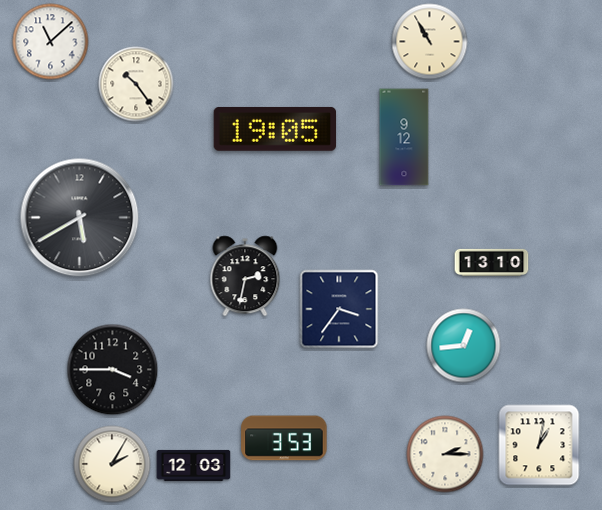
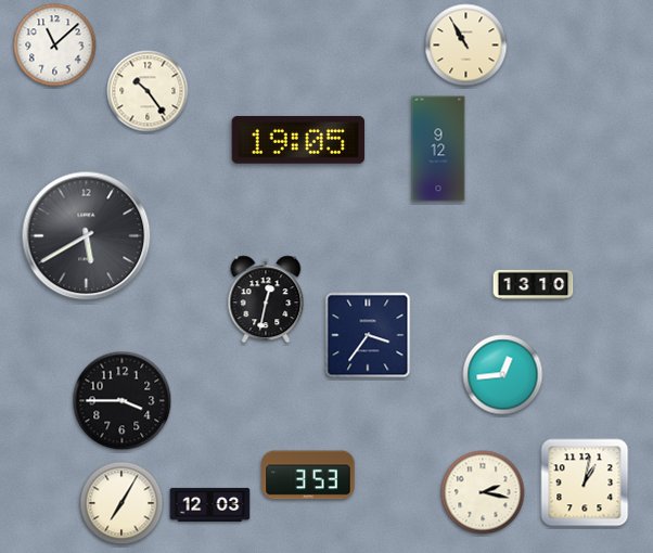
clock at (245, 276): 2:32 -> 12:32
clock at (445, 454): 2:15 -> 2:17
clock at (112, 464): 2:05 -> 7:05
